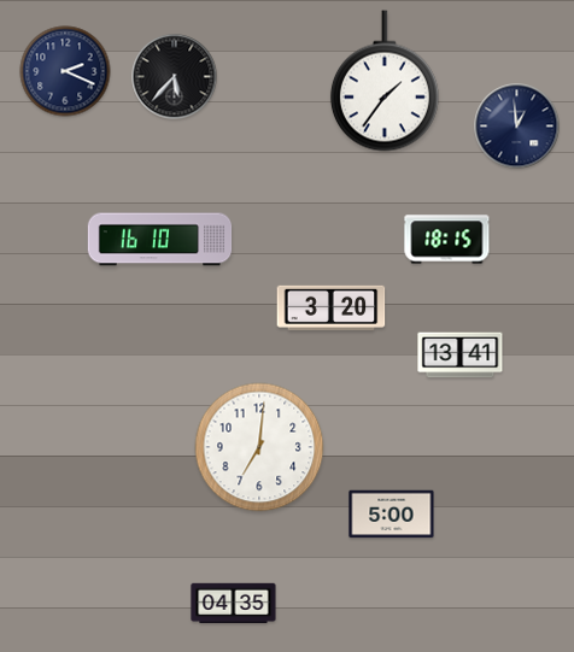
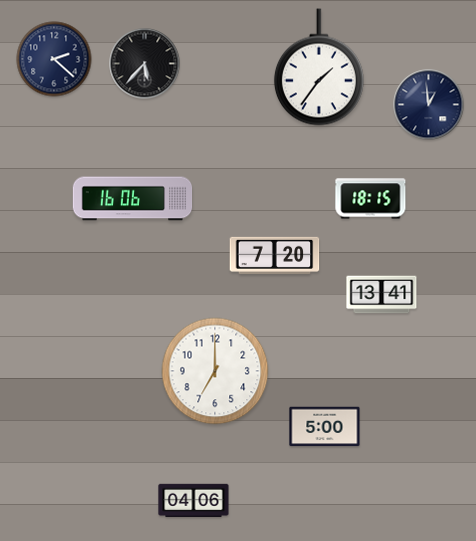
clock at (65, 71): 2:19 -> 2:22
clock at (160, 240): 16:10 -> 16:06
clock at (332, 307): 3:20 -> 7:20
clock at (259, 447): 7:01 -> 7:00
clock at (234, 604): 04:35 -> 04:06
